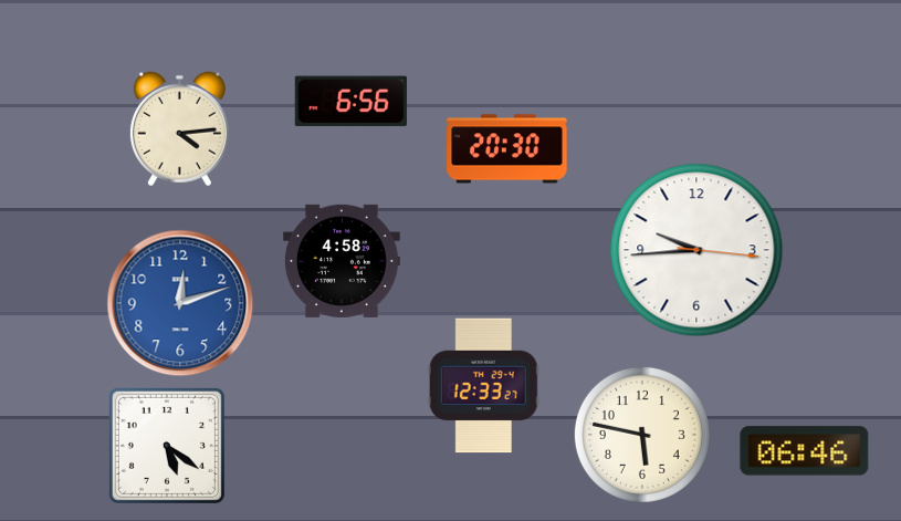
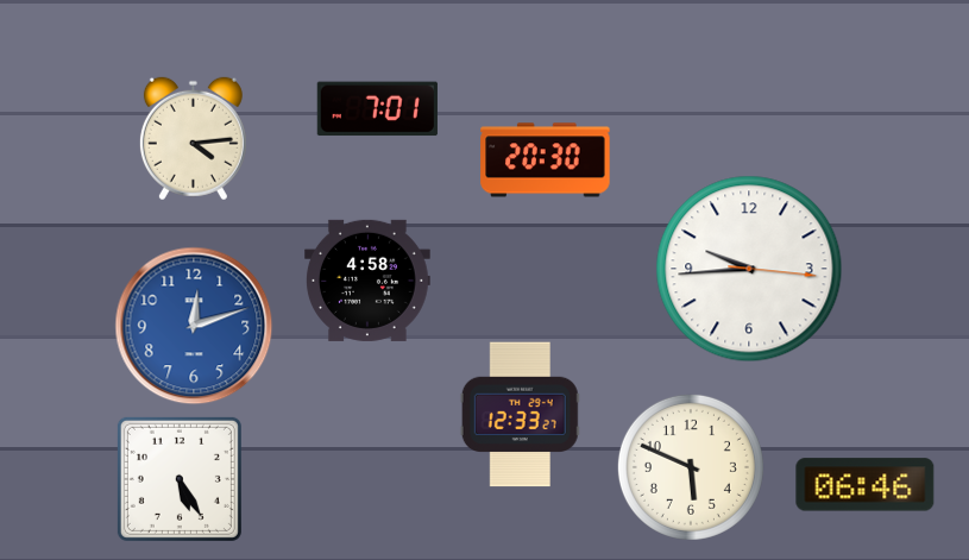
clock at (350, 102): 6:56 -> 7:01
clock at (642, 435): 5:47 -> 5:49
clock at (167, 446): 5:21 -> 5:25
